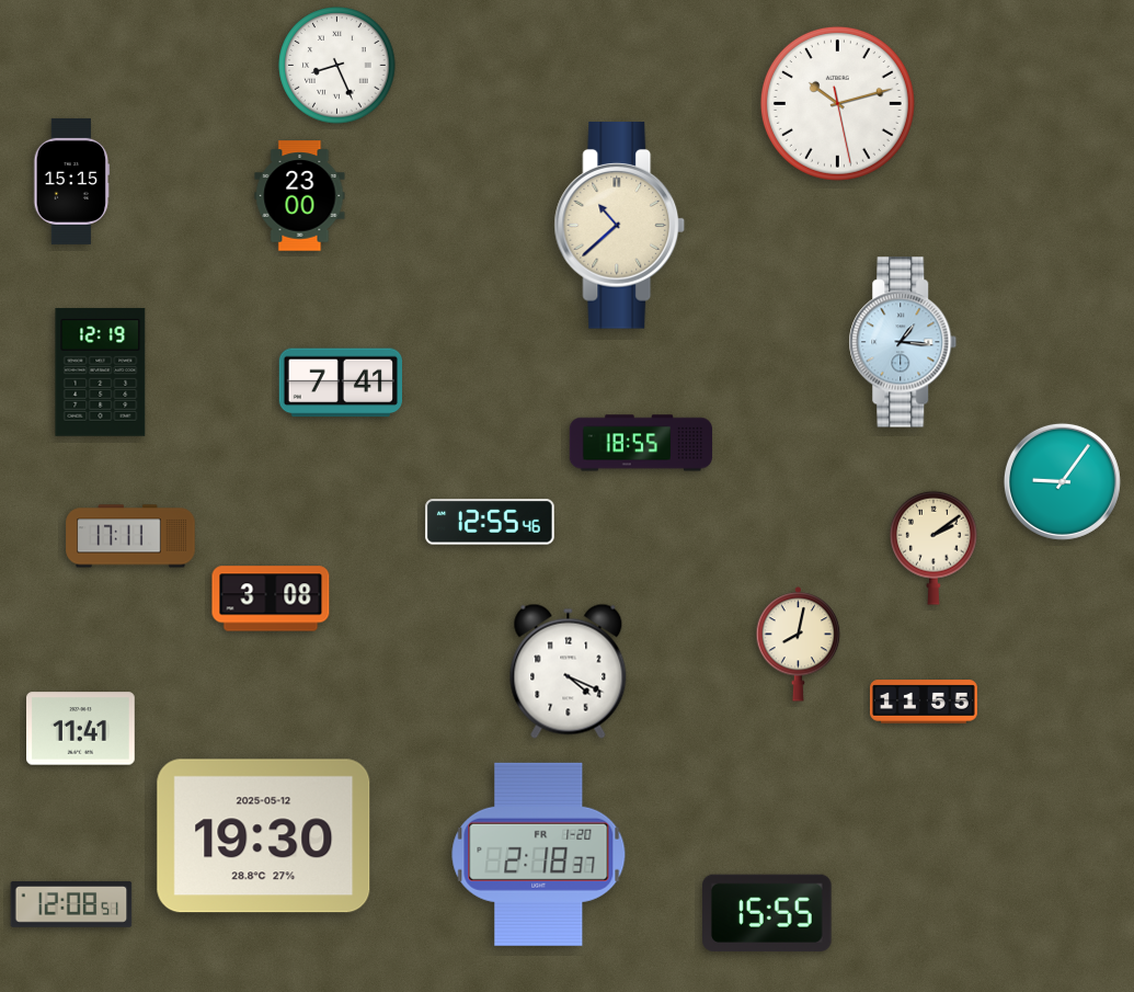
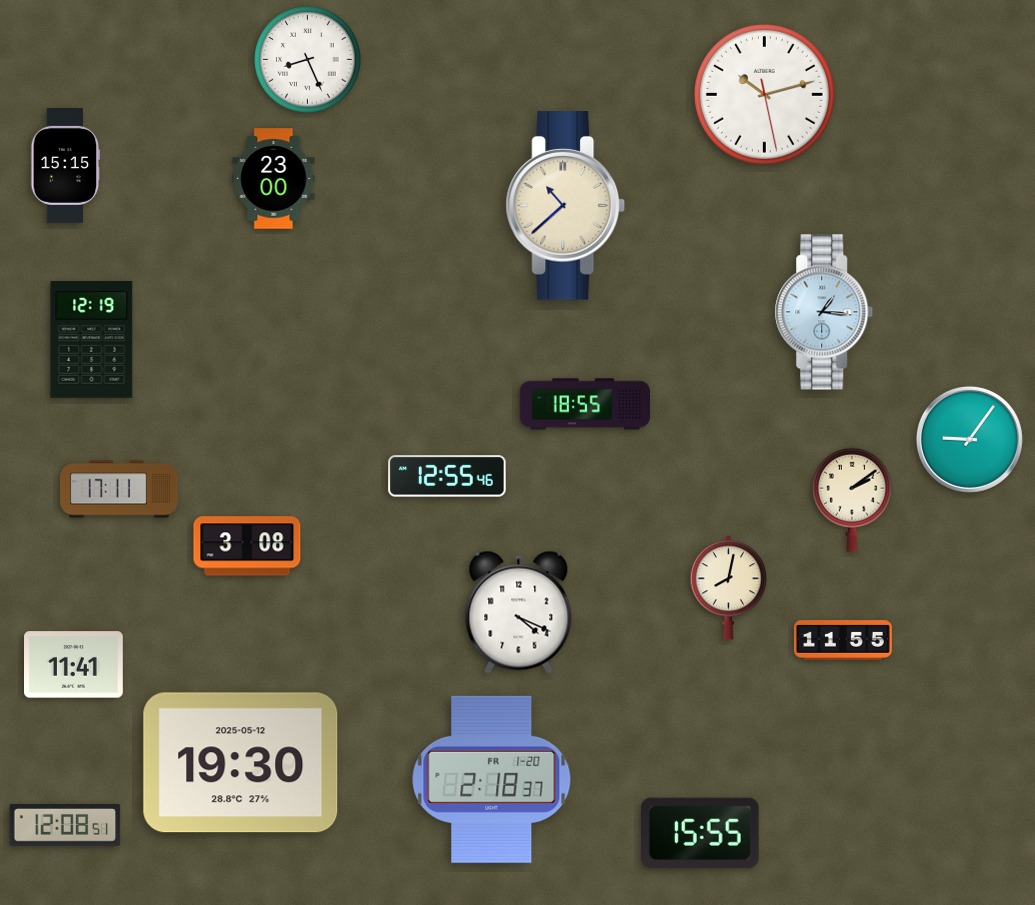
clock at (340, 383): 7:41 -> none
